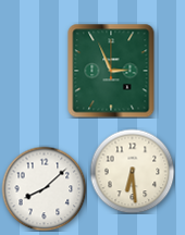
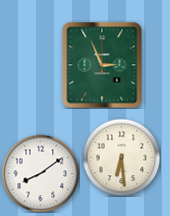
clock at (44, 188): 8:08 -> 8:09
